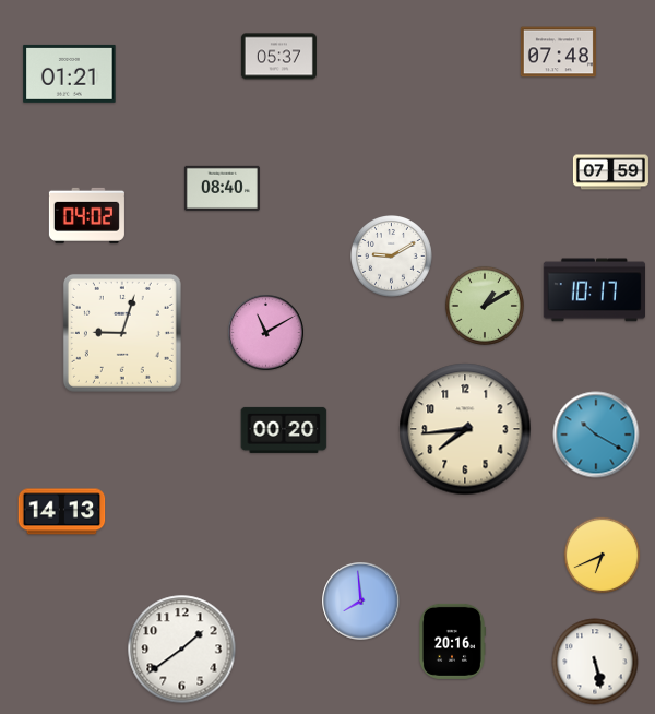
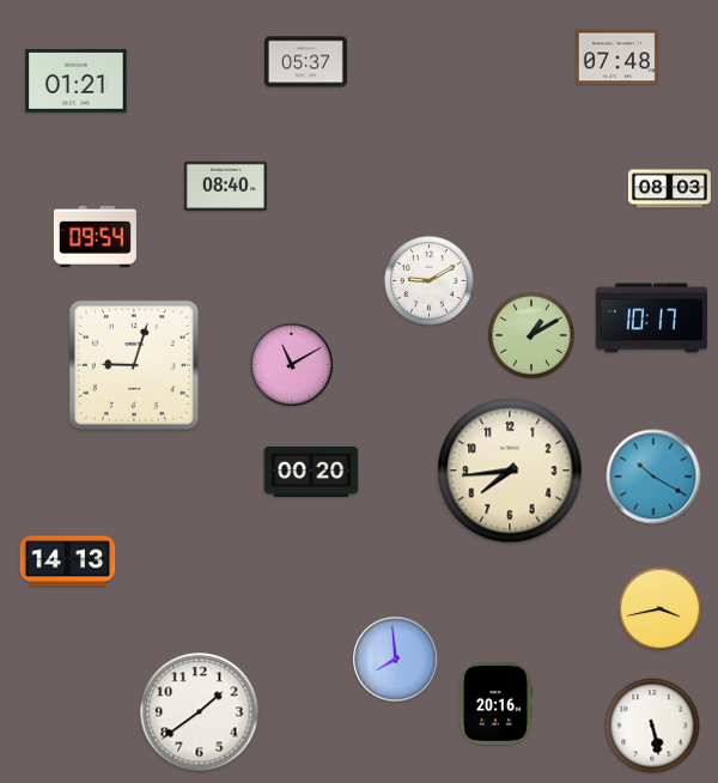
clock at (558, 52) position: (558, 52) -> (616, 57)
clock at (610, 172): 07:59 -> 08:03
clock at (222, 188) position: (222, 188) -> (225, 186)
clock at (86, 215): 04:02 -> 09:54
clock at (603, 556): 6:41 -> 3:43
